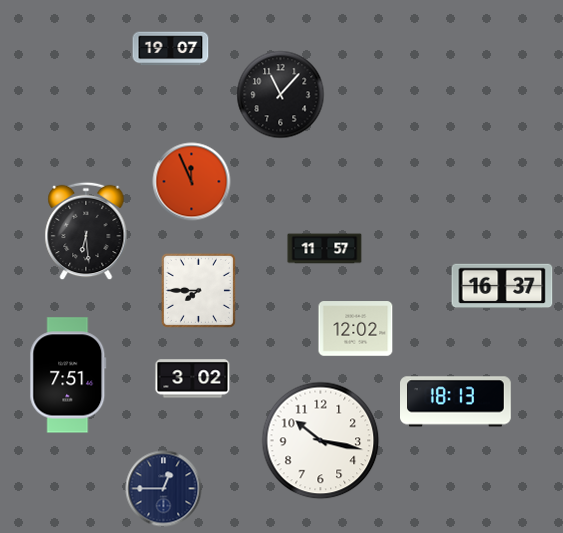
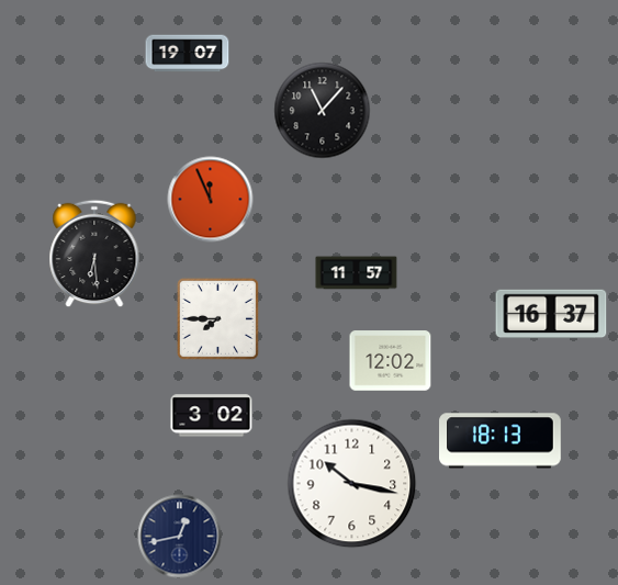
clock at (281, 95) position: (281, 95) -> (323, 111)
clock at (68, 375): 7:51 -> none
clock at (164, 489): 12:45 -> 12:43
